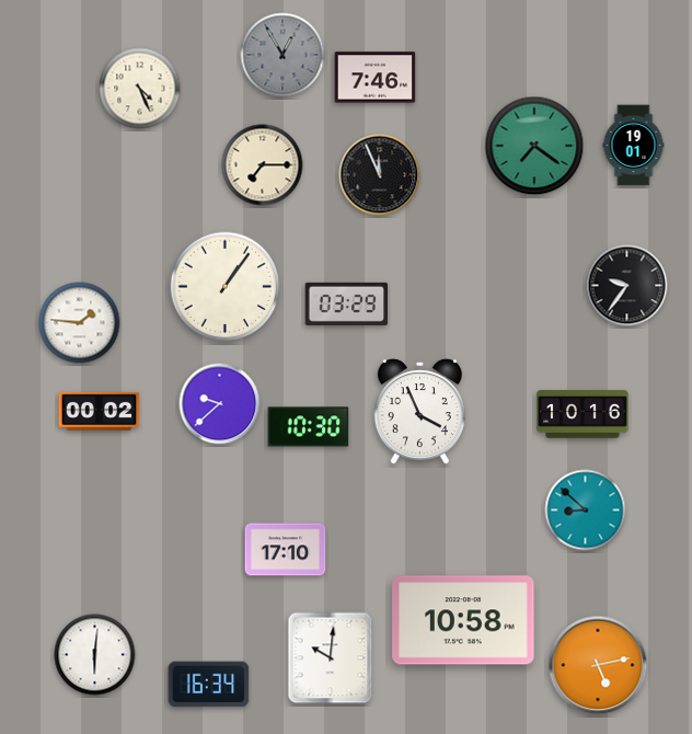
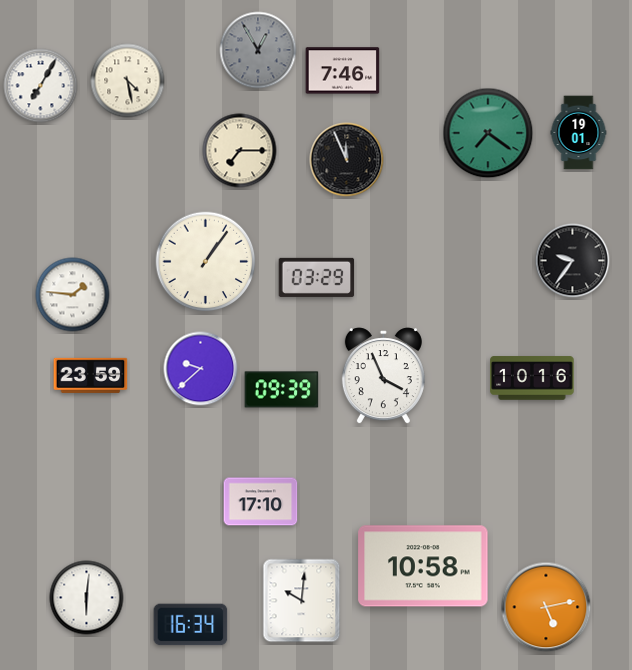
clock at (140, 89): 4:26 -> 4:28
clock at (41, 86): none -> 7:05
clock at (100, 411): 00:02 -> 23:59
clock at (309, 427): 10:30 -> 09:39
clock at (586, 511): 8:52 -> none
